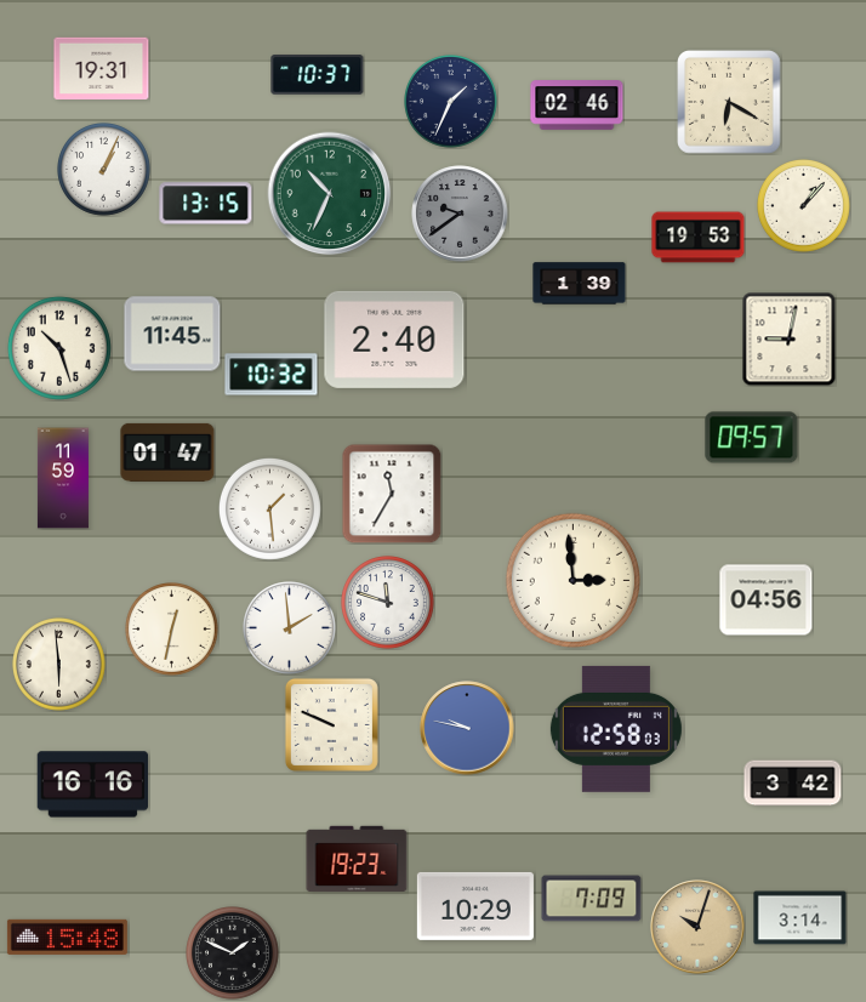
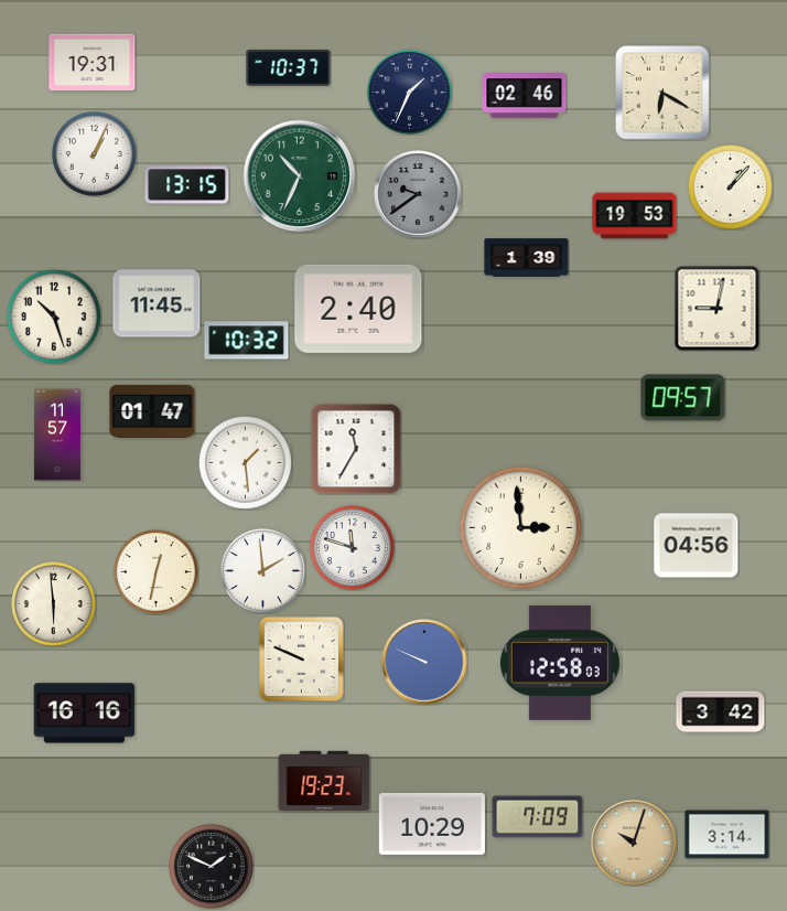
clock at (63, 478): 11:59 -> 11:57
clock at (467, 728): 9:47 -> 9:49
clock at (67, 936): 15:48 -> none
